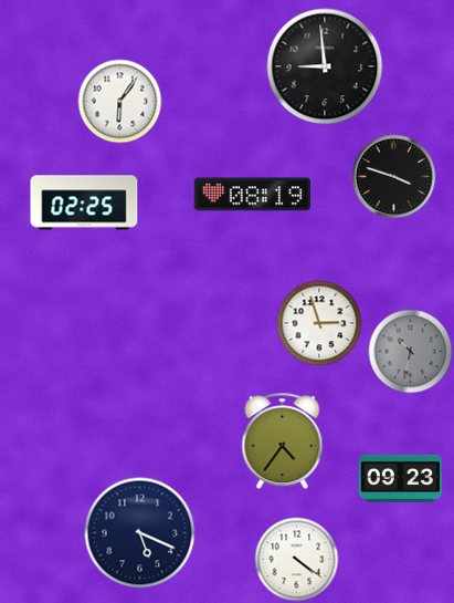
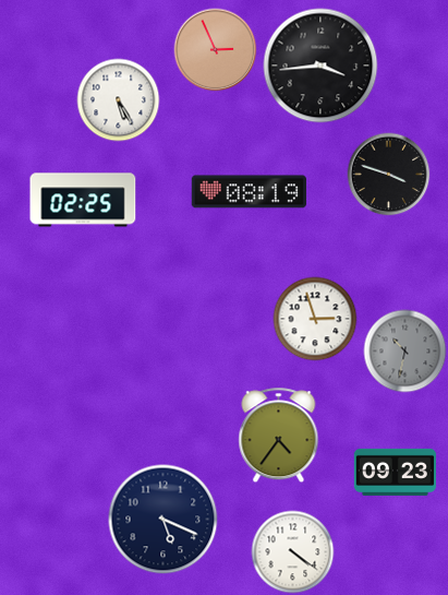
clock at (216, 50): none -> 2:56
clock at (325, 66): 8:59 -> 3:44
clock at (120, 102): 6:06 -> 5:25
clock at (411, 352) position: (411, 352) -> (405, 352)
clock at (140, 533) position: (140, 533) -> (164, 520)
